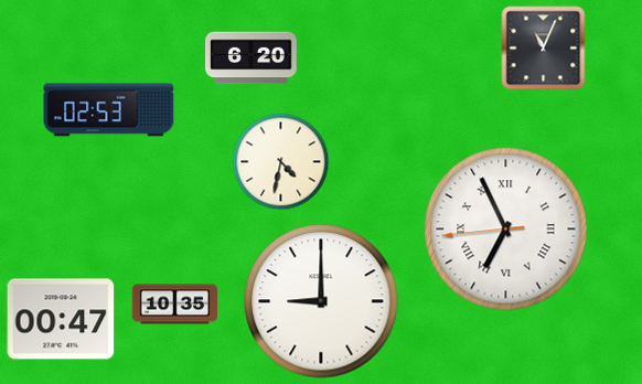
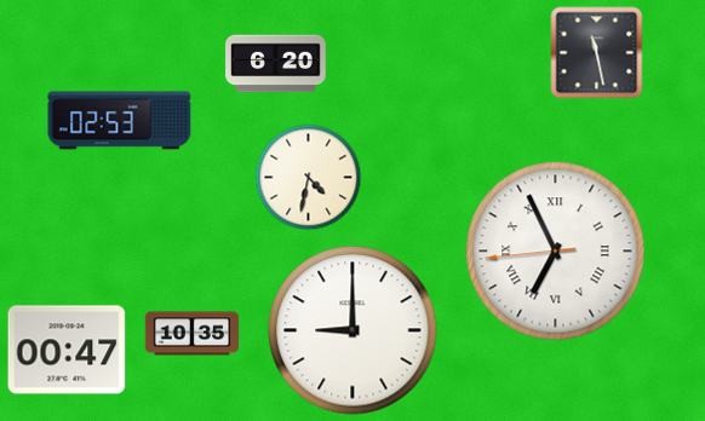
clock at (544, 49): 11:04 -> 11:28
